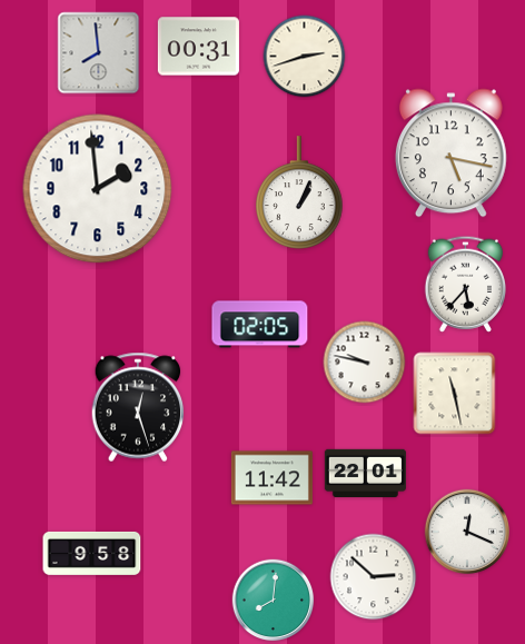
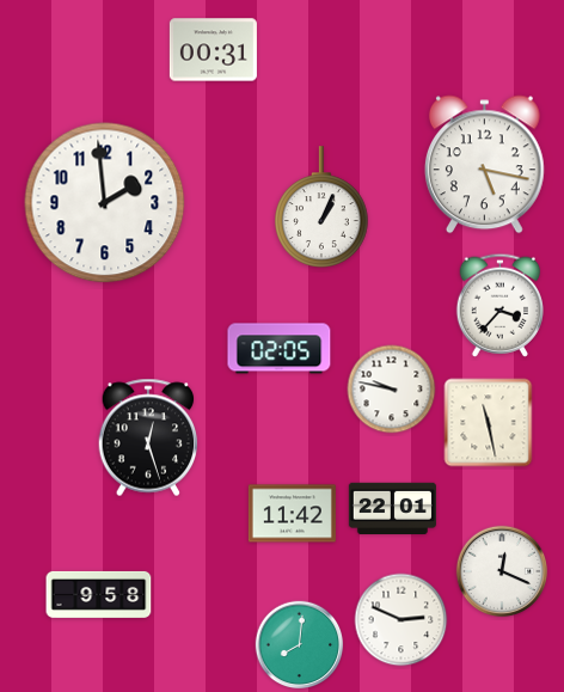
clock at (99, 53): 7:59 -> none
clock at (305, 57): 2:42 -> none
clock at (466, 284): 5:37 -> 3:37
clock at (374, 577): 2:52 -> 2:49
clock at (274, 601) position: (274, 601) -> (300, 645)
